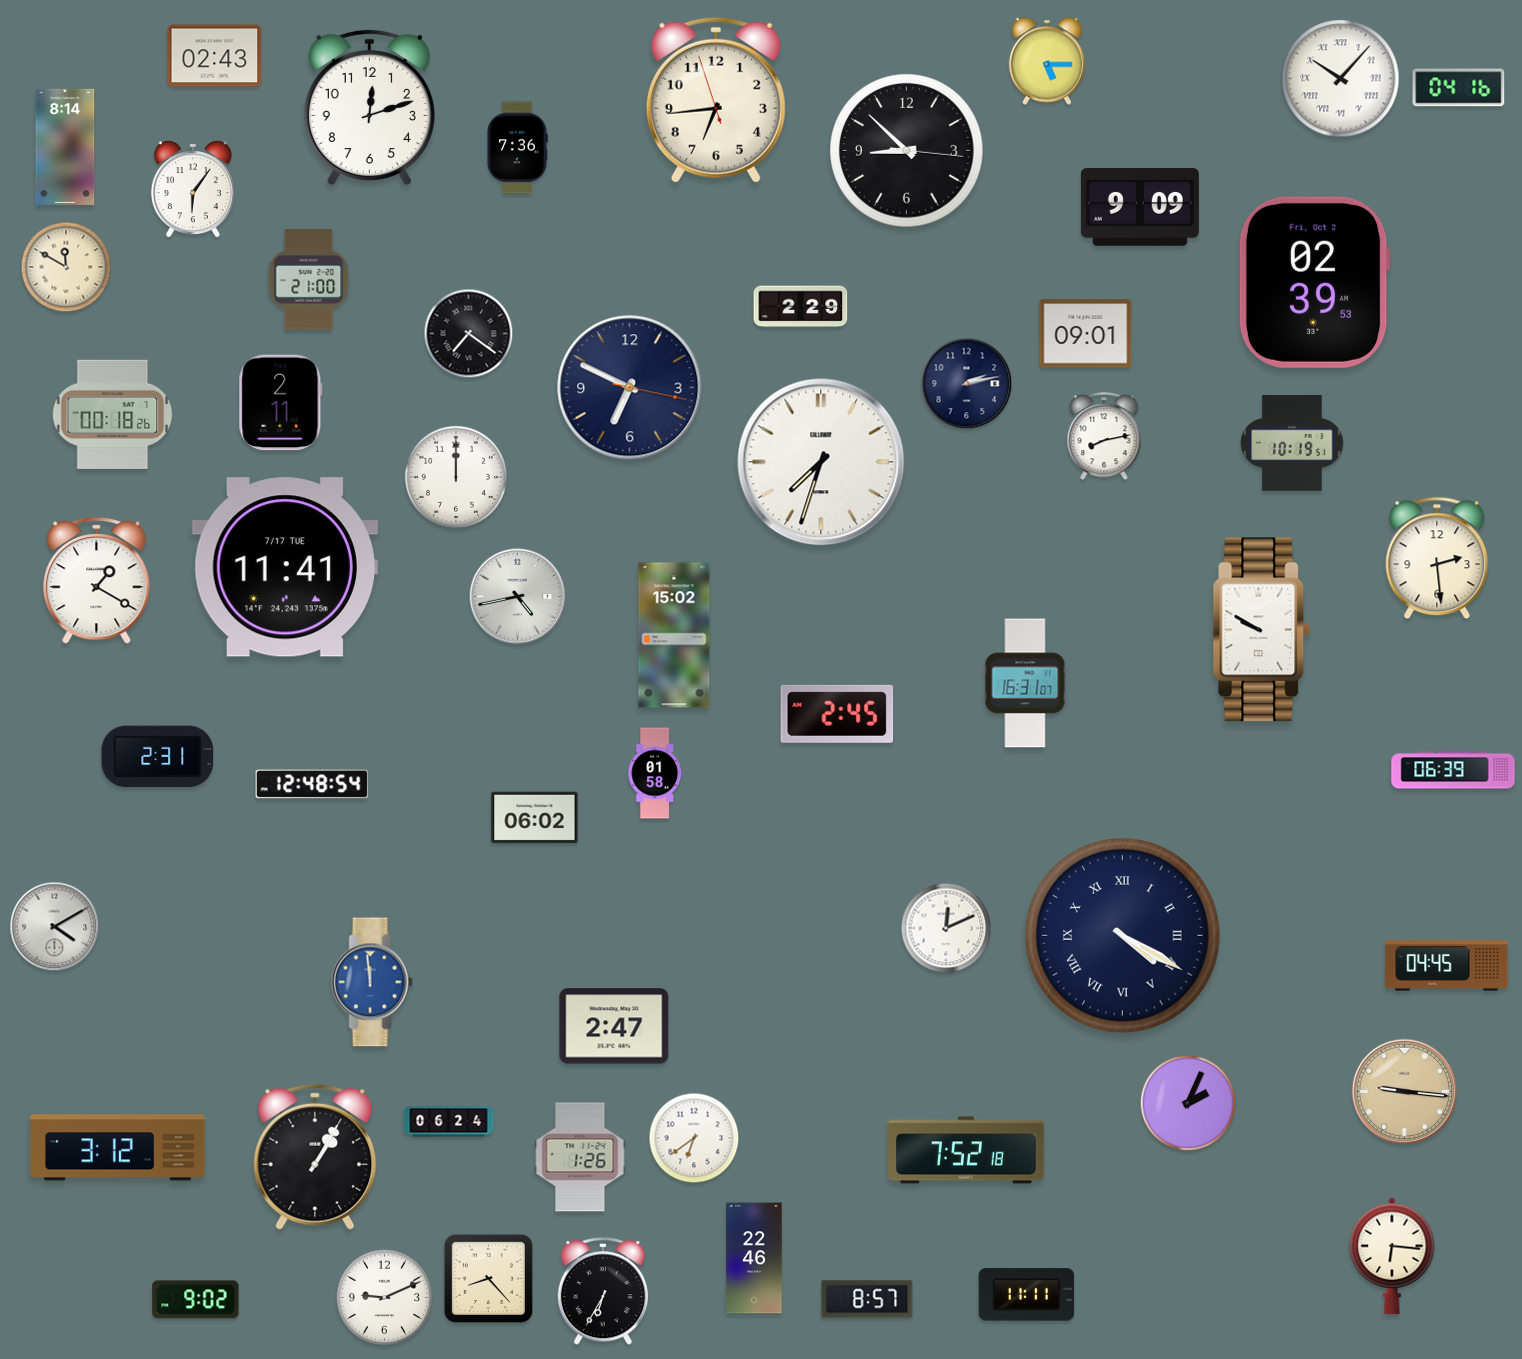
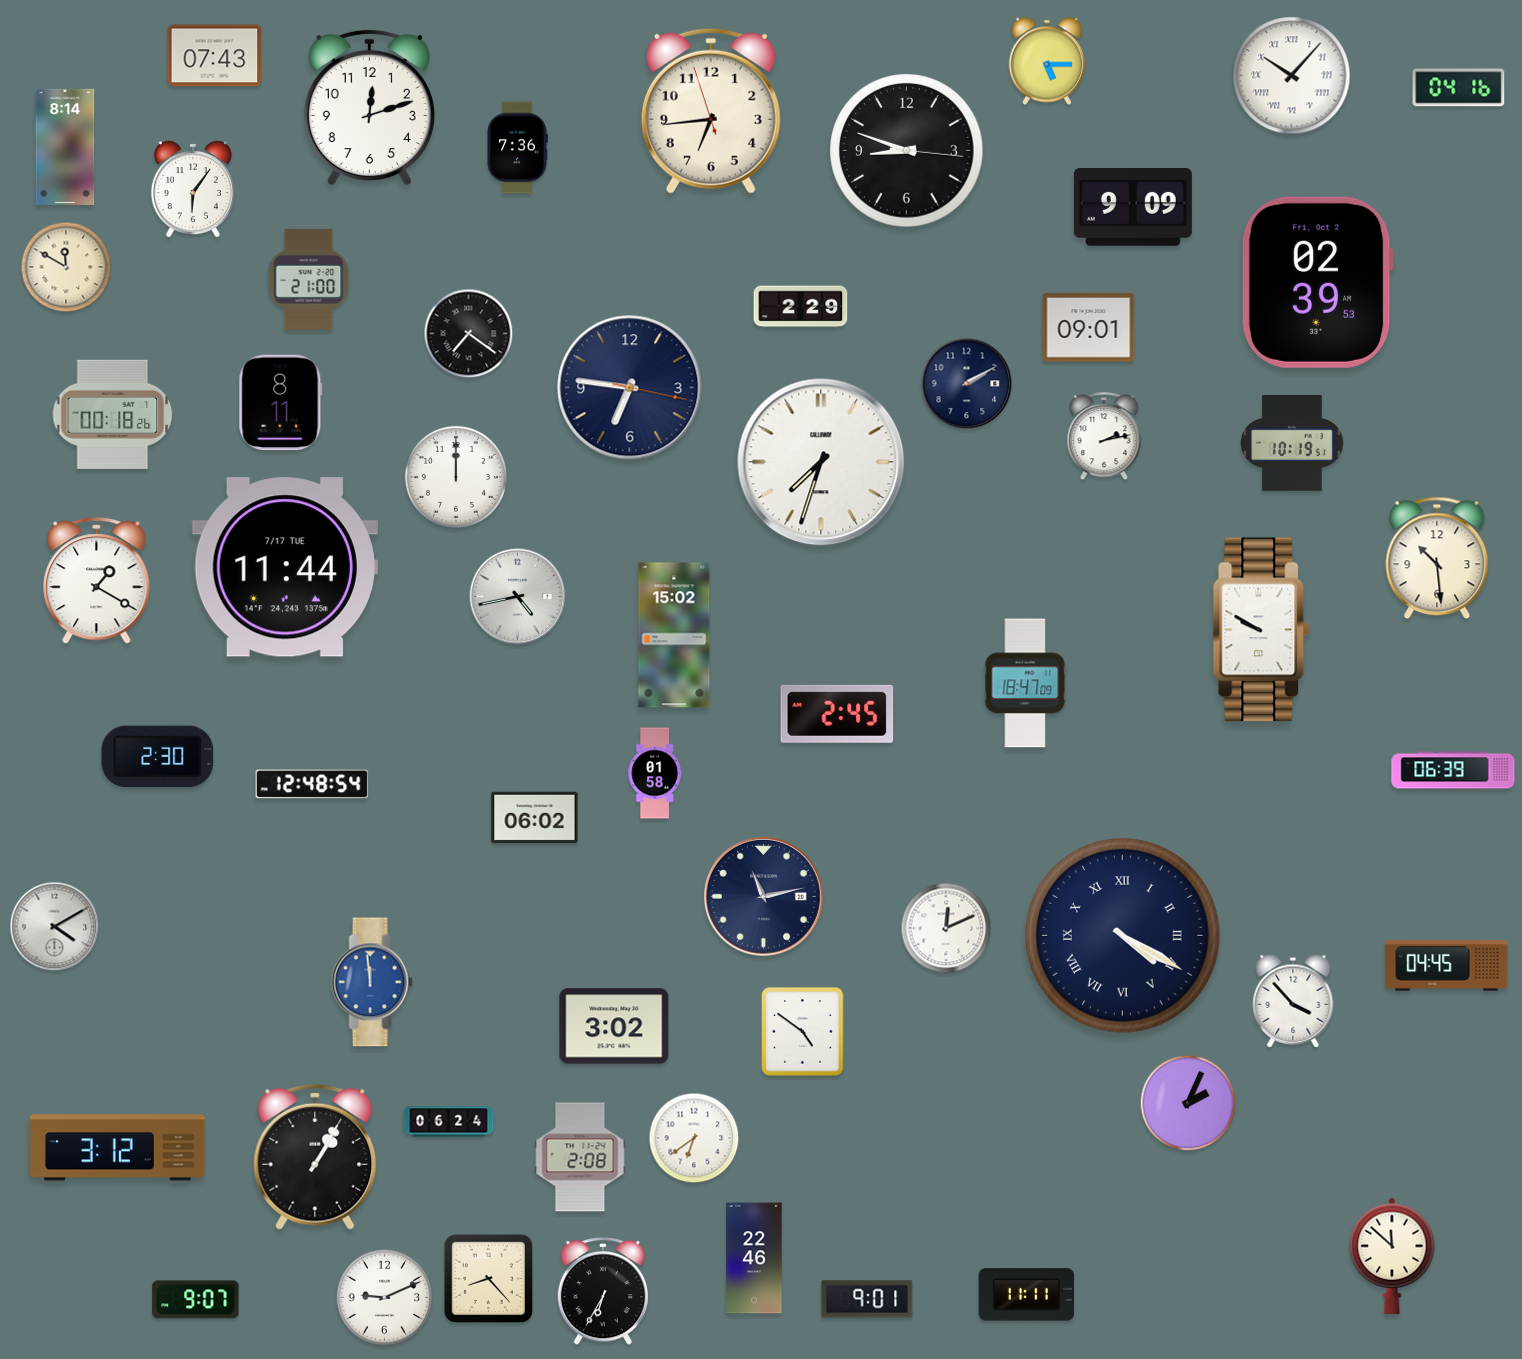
clock at (215, 56): 02:43 -> 07:43
clock at (1341, 79) position: (1341, 79) -> (1292, 76)
clock at (716, 100) position: (716, 100) -> (711, 111)
clock at (907, 151): 8:52 -> 8:48
clock at (1140, 208) position: (1140, 208) -> (1133, 208)
clock at (1314, 282) position: (1314, 282) -> (1317, 282)
clock at (1086, 334) position: (1086, 334) -> (1089, 328)
clock at (967, 384): 2:13 -> 2:10
clock at (630, 388): 6:49 -> 6:46
clock at (281, 403): 2:11 -> 8:11
clock at (1104, 437): 8:13 -> 2:13
clock at (1437, 558): 2:29 -> 10:29
clock at (285, 567): 11:41 -> 11:44
clock at (1025, 683): 16:31 -> 18:47
clock at (158, 757): 2:31 -> 2:30
clock at (763, 896): none -> 11:13
clock at (1293, 1001): none -> 3:53
clock at (614, 1026): 2:47 -> 3:02
clock at (803, 1032): none -> 4:51
clock at (1404, 1091): 9:16 -> none
clock at (966, 1150): 7:52 -> none
clock at (580, 1157): 1:26 -> 2:08
clock at (1392, 1256): 6:16 -> 11:52
clock at (867, 1299): 8:57 -> 9:01
clock at (196, 1300): 9:02 -> 9:07
